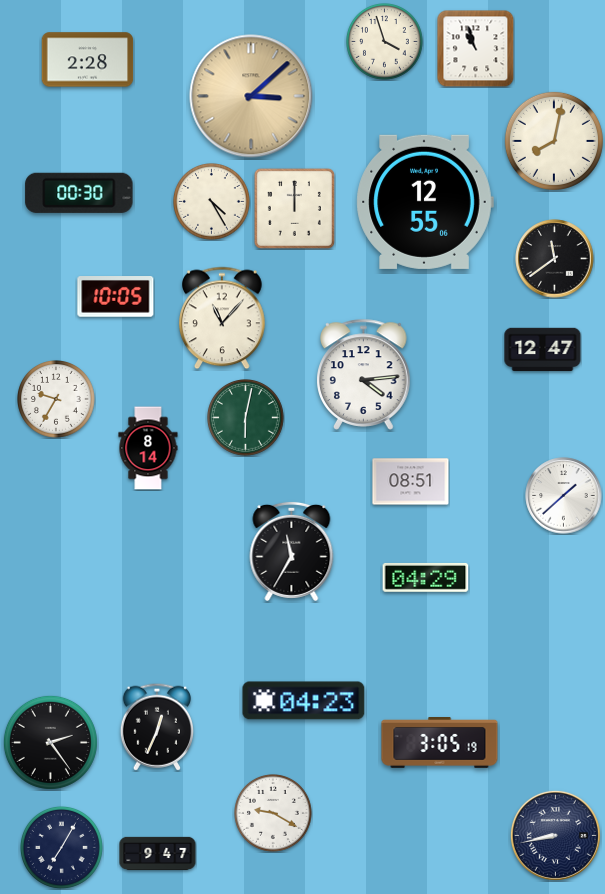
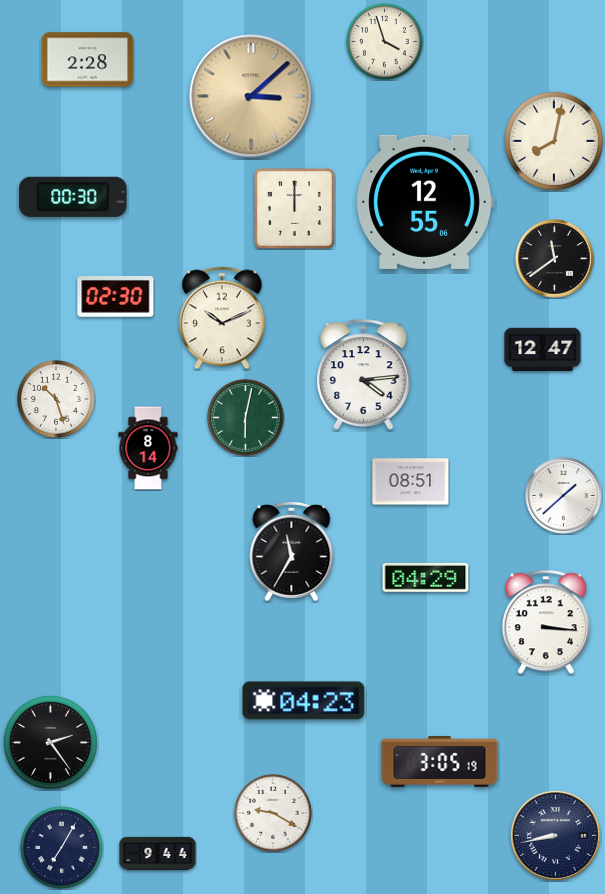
clock at (475, 48): 10:57 -> none
clock at (79, 193) position: (79, 193) -> (73, 197)
clock at (212, 202): 4:25 -> none
clock at (116, 297): 10:05 -> 02:30
clock at (223, 318): 11:07 -> 10:11
clock at (57, 400): 9:35 -> 10:27
clock at (546, 622): none -> 3:16
clock at (157, 727): 12:34 -> none
clock at (440, 743) position: (440, 743) -> (440, 762)
clock at (158, 854): 9:47 -> 9:44
